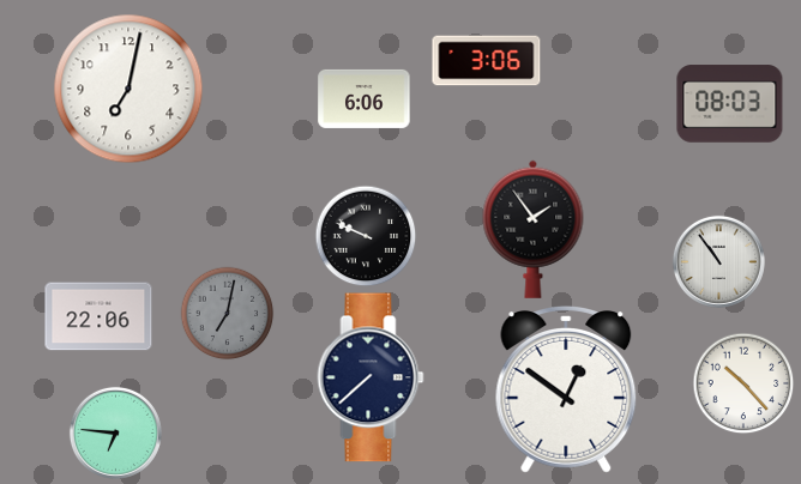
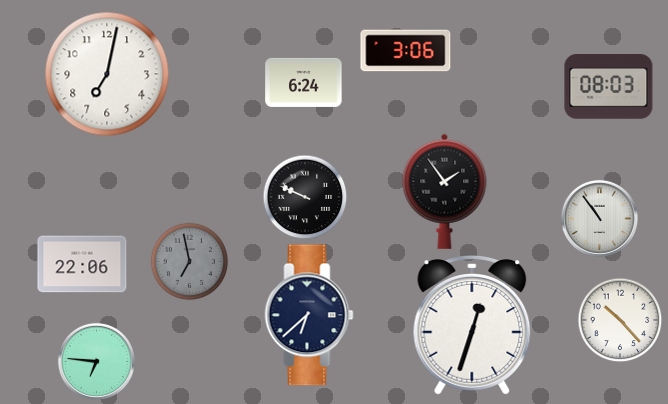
clock at (365, 98): 6:06 -> 6:24
clock at (227, 313): 7:02 -> 6:58
clock at (371, 377): 7:38 -> 6:38
clock at (566, 389): 12:51 -> 12:33
